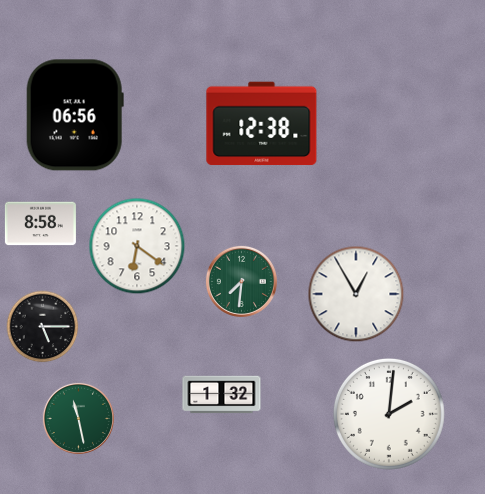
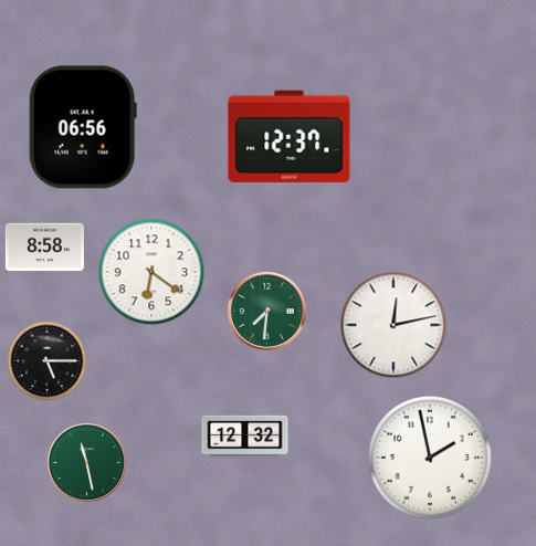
clock at (262, 124): 12:38 -> 12:37
clock at (356, 294): 12:55 -> 12:13
clock at (222, 395): 1:32 -> 12:32
clock at (389, 414): 2:01 -> 1:58
